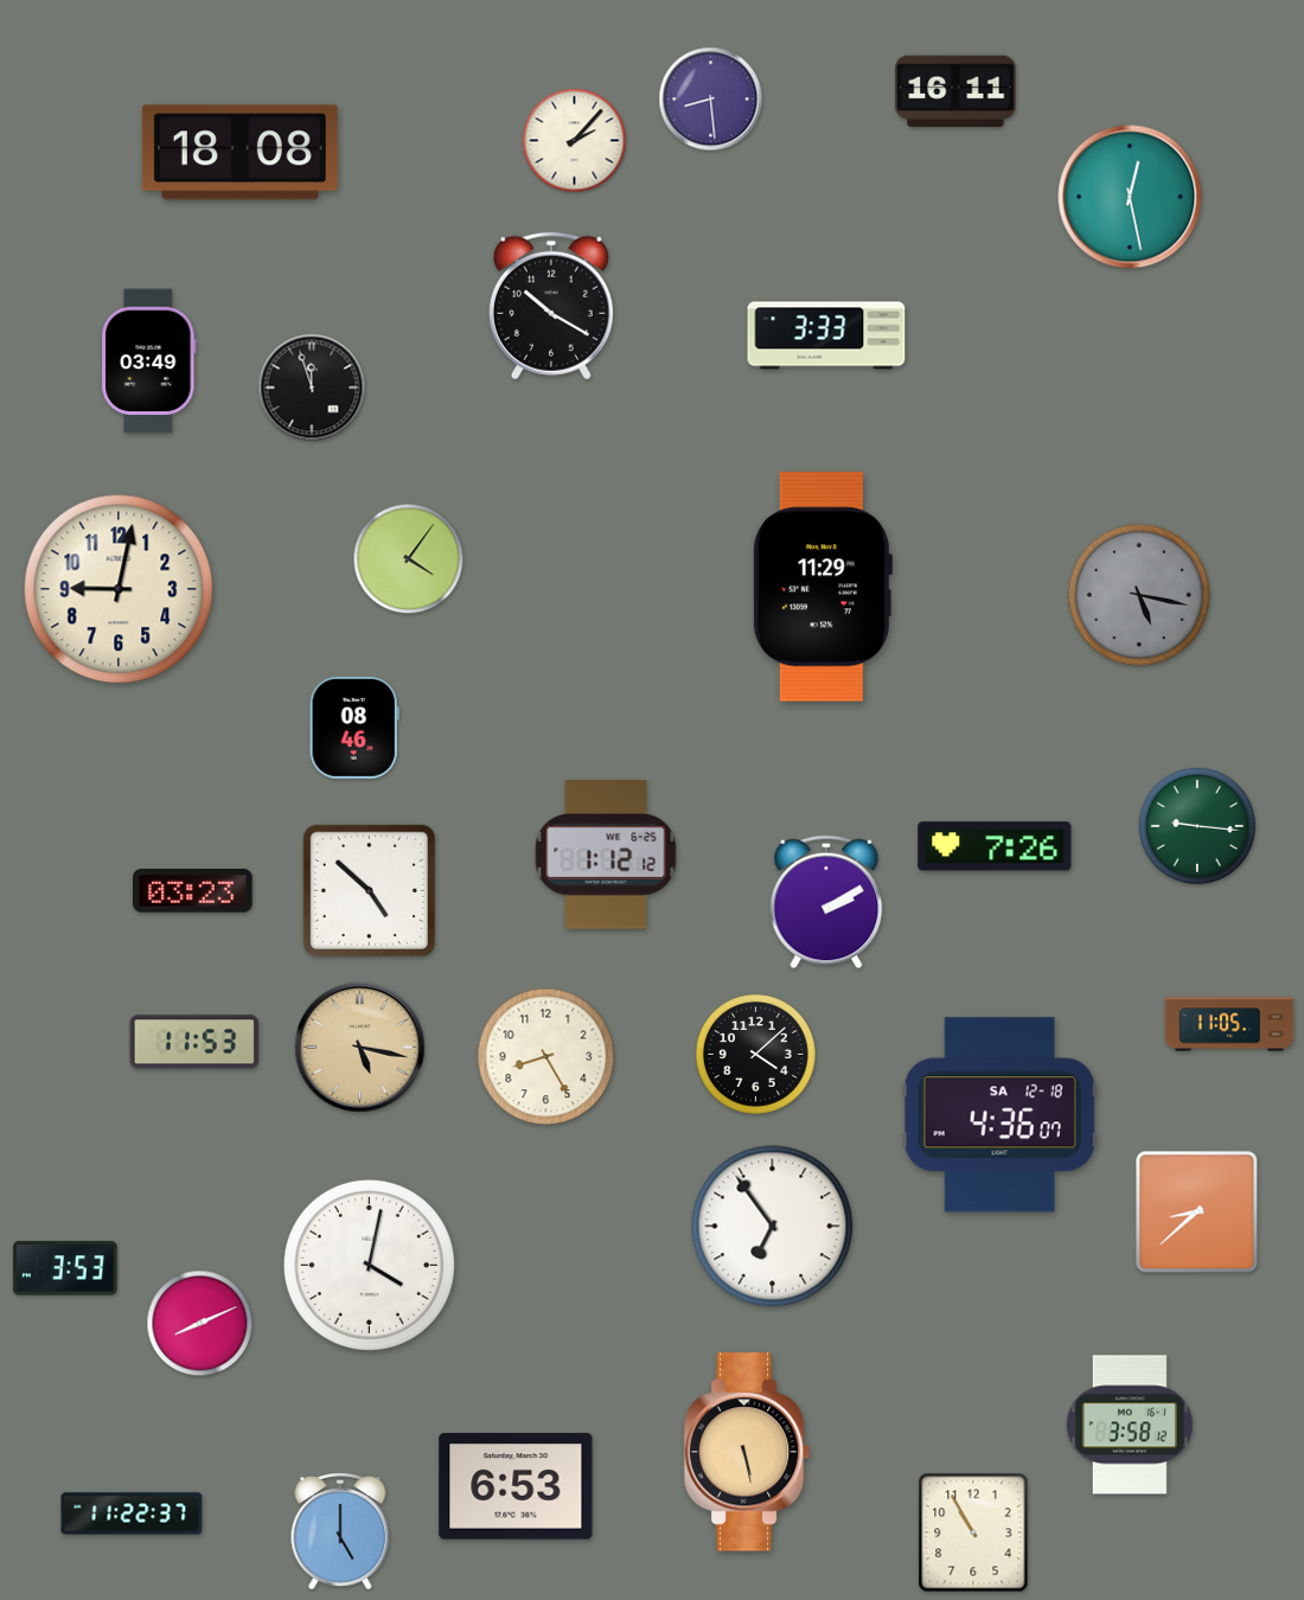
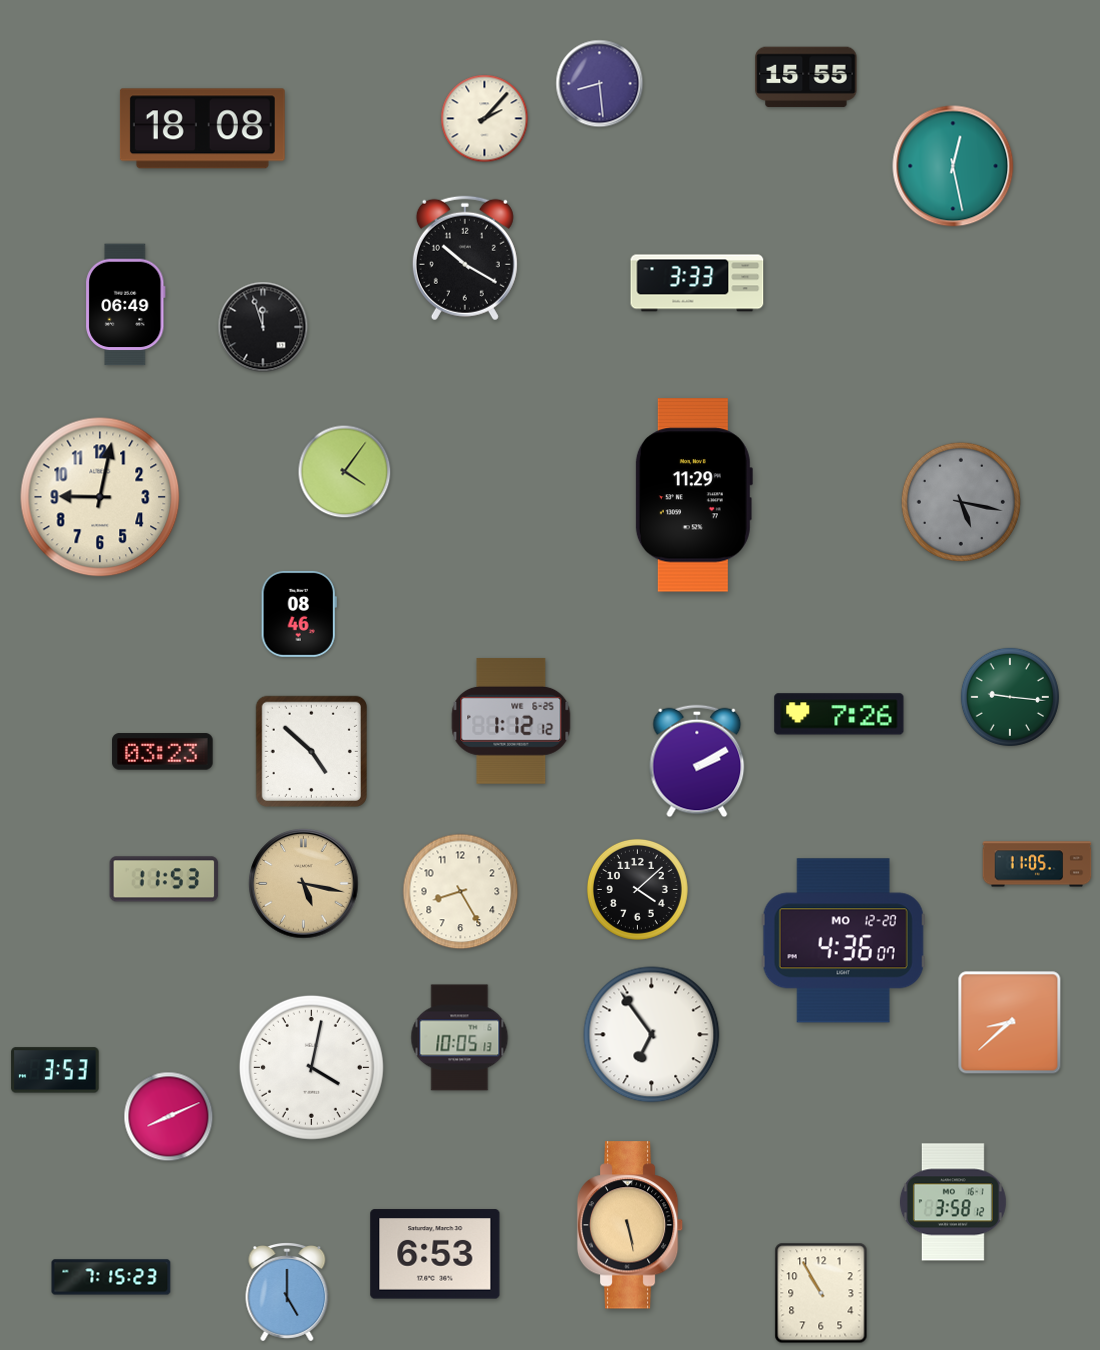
clock at (955, 91): 16:11 -> 15:55
clock at (149, 361): 03:49 -> 06:49
clock at (999, 1115) date: SA 12-18 -> MO 12-20
clock at (460, 1038): none -> 10:05
clock at (132, 1513): 11:22 -> 7:15
